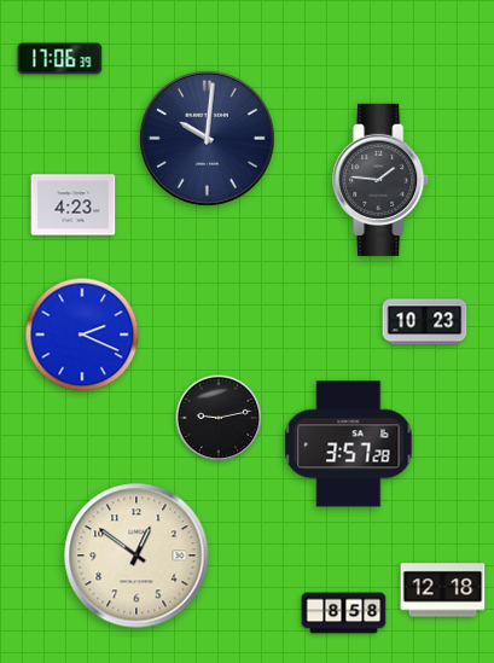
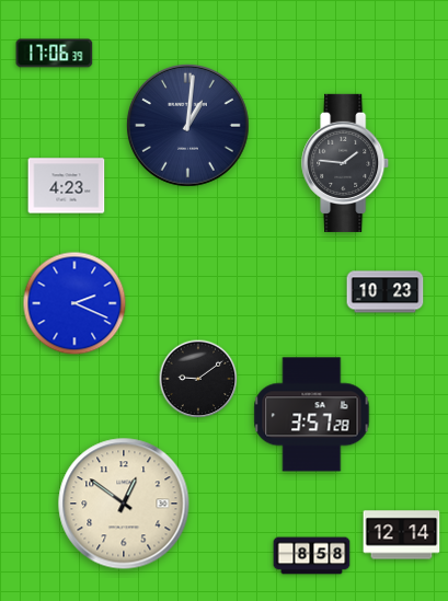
clock at (207, 138): 10:01 -> 1:01
clock at (219, 418): 9:13 -> 9:09
clock at (349, 444) position: (349, 444) -> (312, 415)
clock at (443, 591): 12:18 -> 12:14
